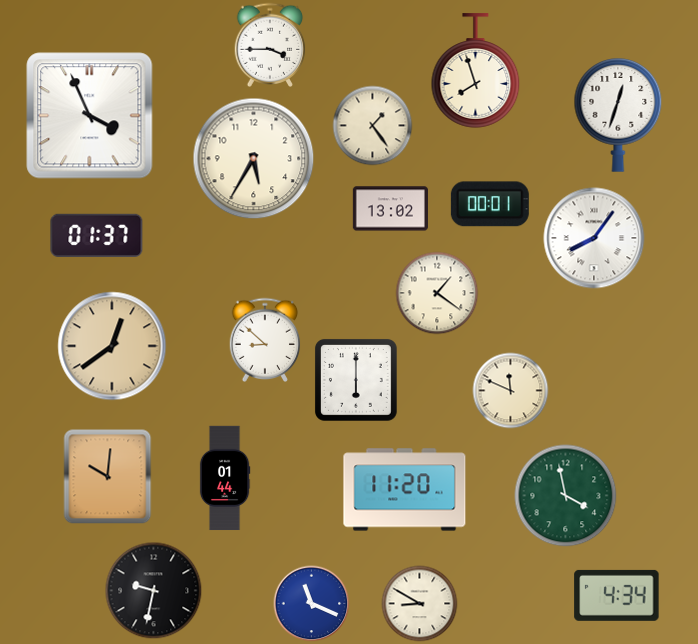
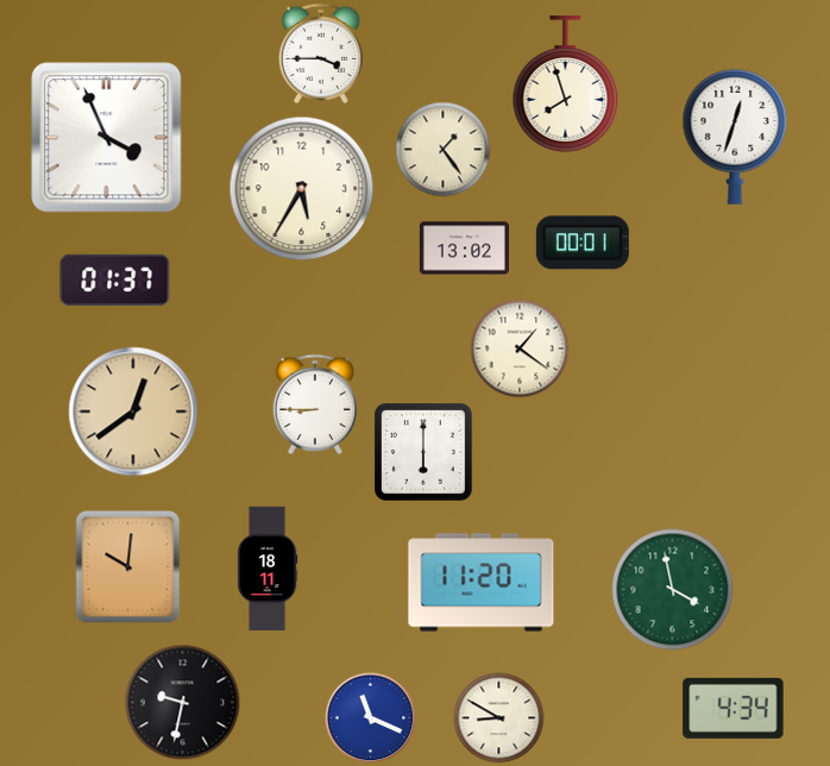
clock at (594, 238): 8:06 -> none
clock at (265, 339): 8:52 -> 8:45
clock at (511, 391): 11:49 -> none
clock at (225, 478): 01:44 -> 18:11
